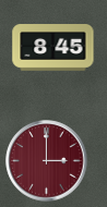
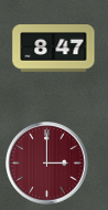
clock at (53, 48): 8:45 -> 8:47
